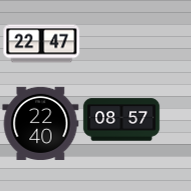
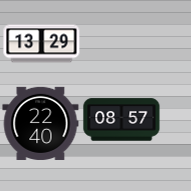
clock at (42, 44): 22:47 -> 13:29
